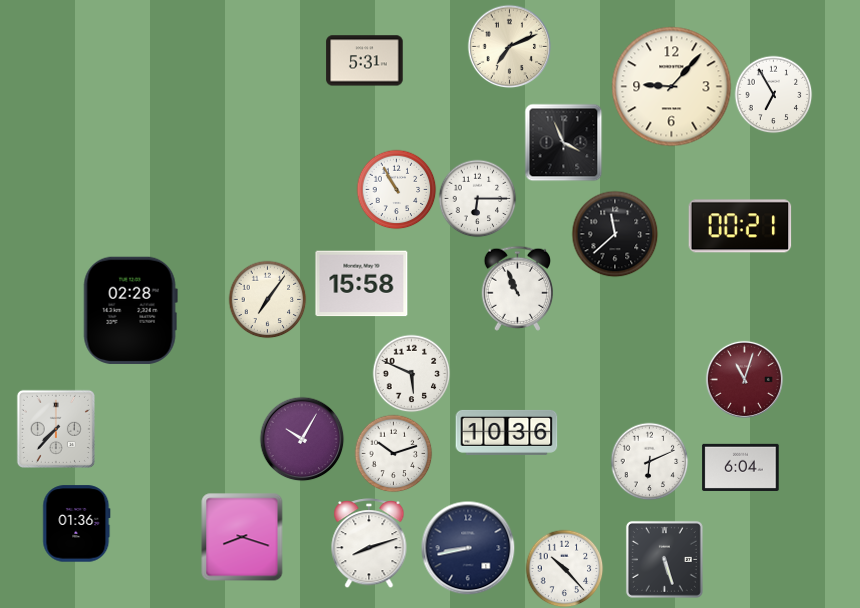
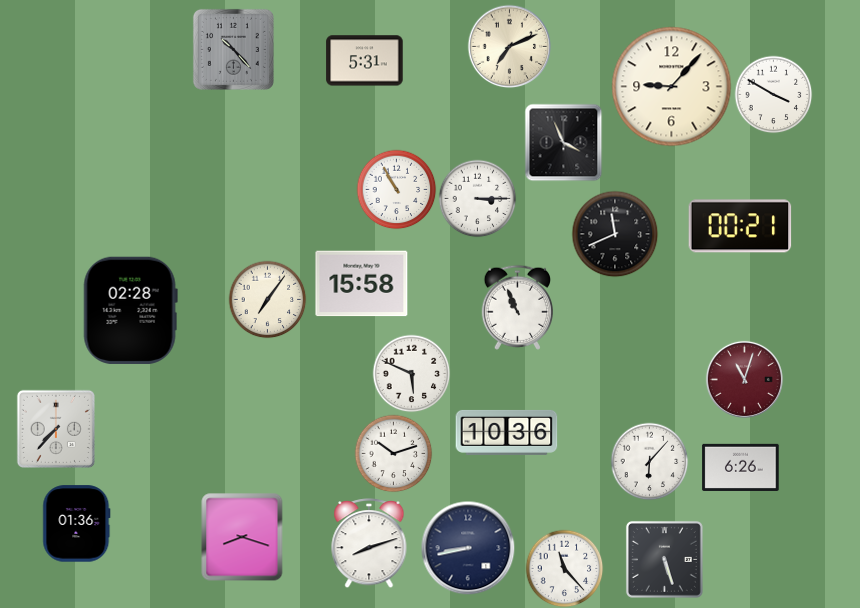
clock at (233, 49): none -> 10:23
clock at (773, 94): 6:55 -> 3:50
clock at (477, 198): 6:15 -> 3:15
clock at (615, 234): 11:38 -> 11:41
clock at (517, 288) position: (517, 288) -> (517, 307)
clock at (302, 439): 10:05 -> none
clock at (649, 461): 6:11 -> 6:07
clock at (741, 467): 6:04 -> 6:26
clock at (564, 568): 10:23 -> 11:23
